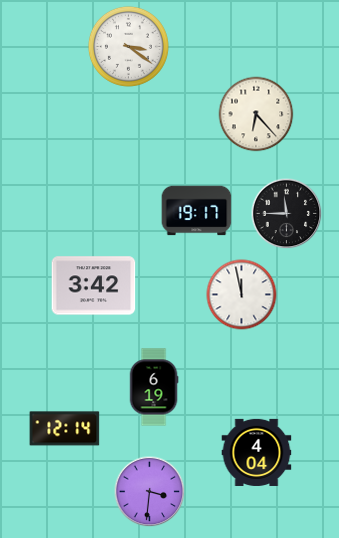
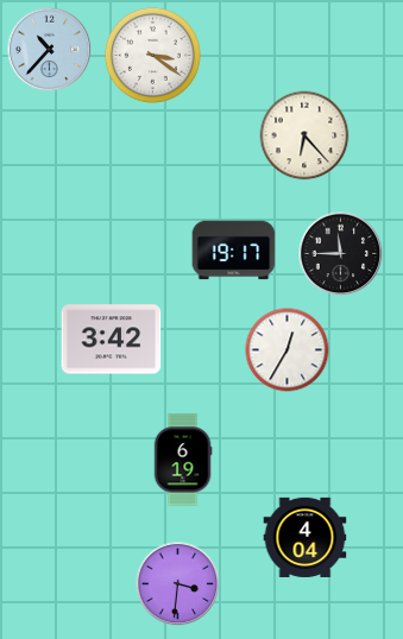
clock at (50, 50): none -> 10:37
clock at (242, 295): 11:58 -> 12:35
clock at (65, 429): 12:14 -> none
